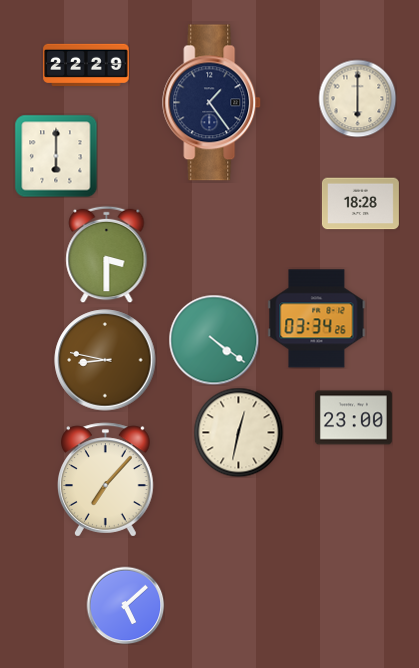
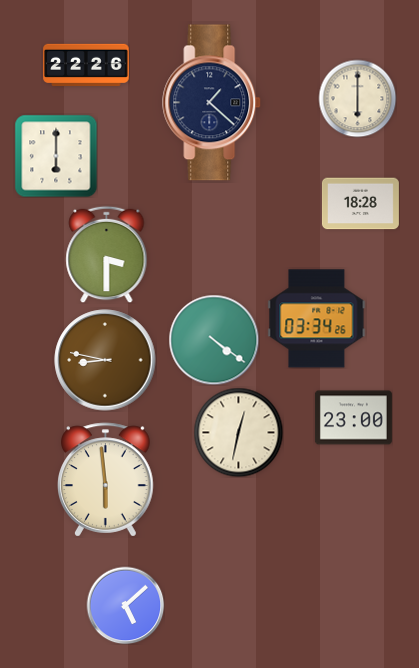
clock at (86, 65): 22:29 -> 22:26
clock at (212, 103): 1:24 -> 1:22
clock at (106, 480): 7:07 -> 5:59
